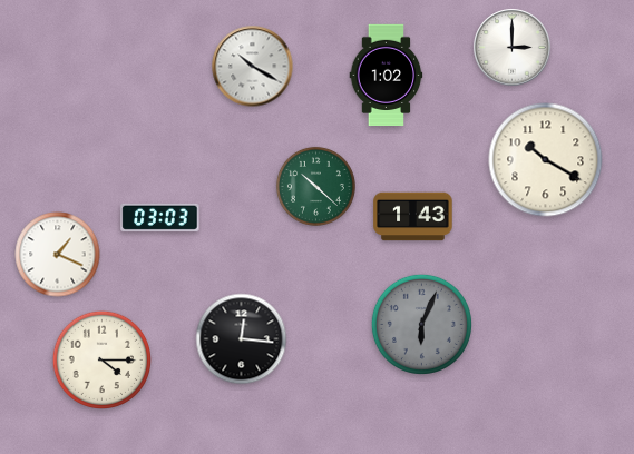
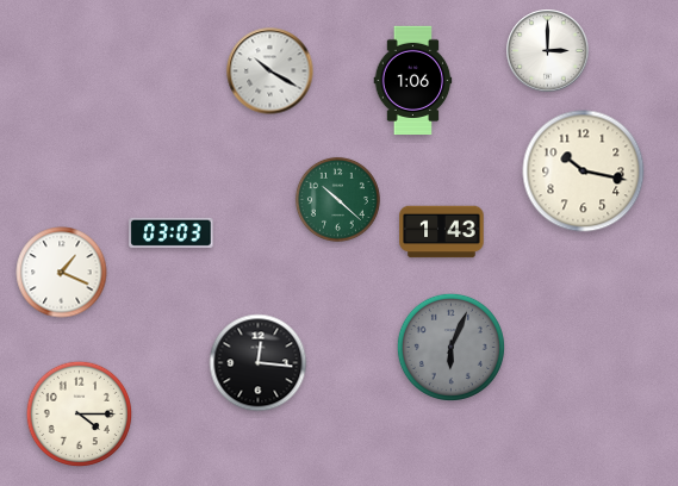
clock at (387, 76): 1:02 -> 1:06
clock at (546, 160): 10:20 -> 10:17
clock at (103, 361) position: (103, 361) -> (80, 415)
